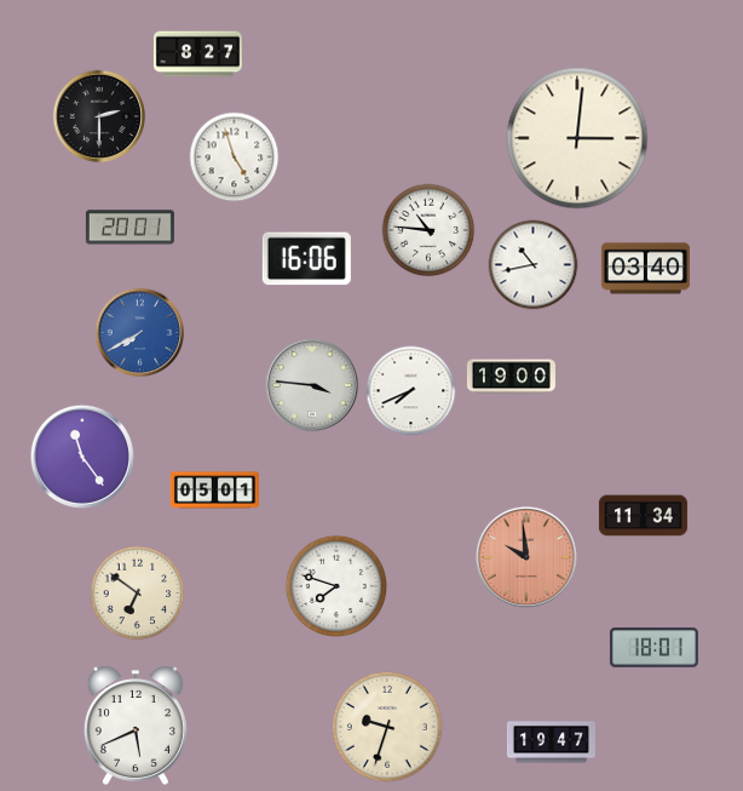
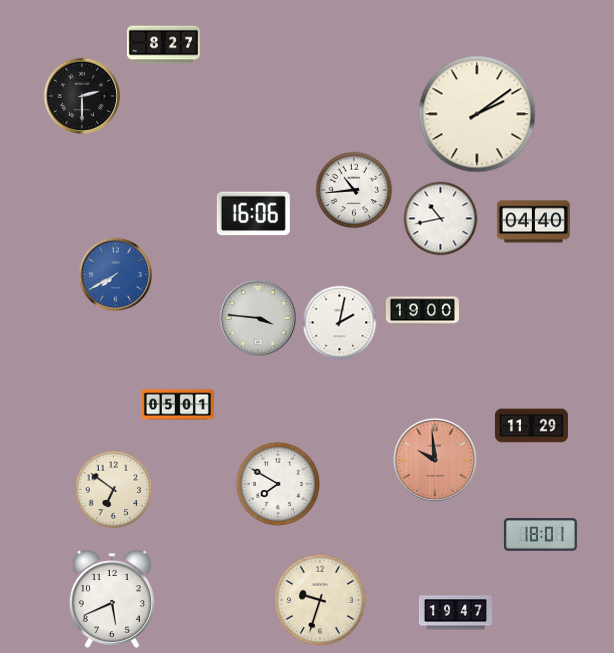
clock at (577, 138): 3:01 -> 2:09
clock at (235, 157): 4:57 -> none
clock at (129, 228): 20:01 -> none
clock at (428, 230): 10:46 -> 10:44
clock at (645, 269): 03:40 -> 04:40
clock at (411, 391): 7:41 -> 2:02
clock at (82, 457): 11:24 -> none
clock at (643, 516): 11:34 -> 11:29
clock at (335, 585): 7:48 -> 7:50
